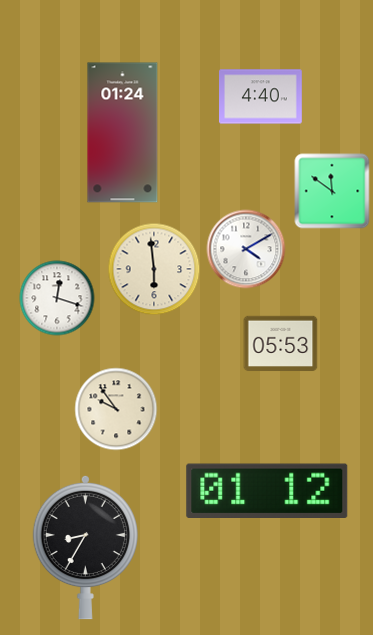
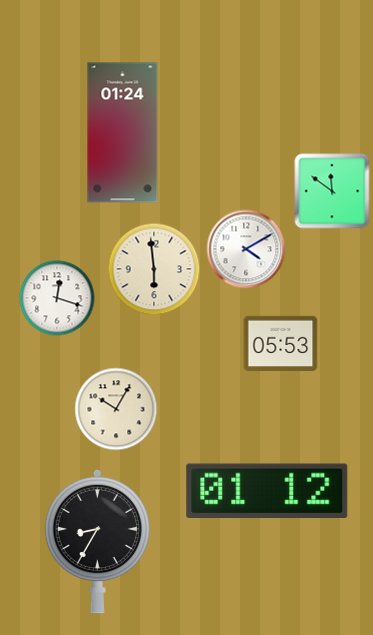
clock at (261, 97): 4:40 -> none
clock at (116, 409): 9:54 -> 10:05
clock at (85, 547) position: (85, 547) -> (97, 541)
